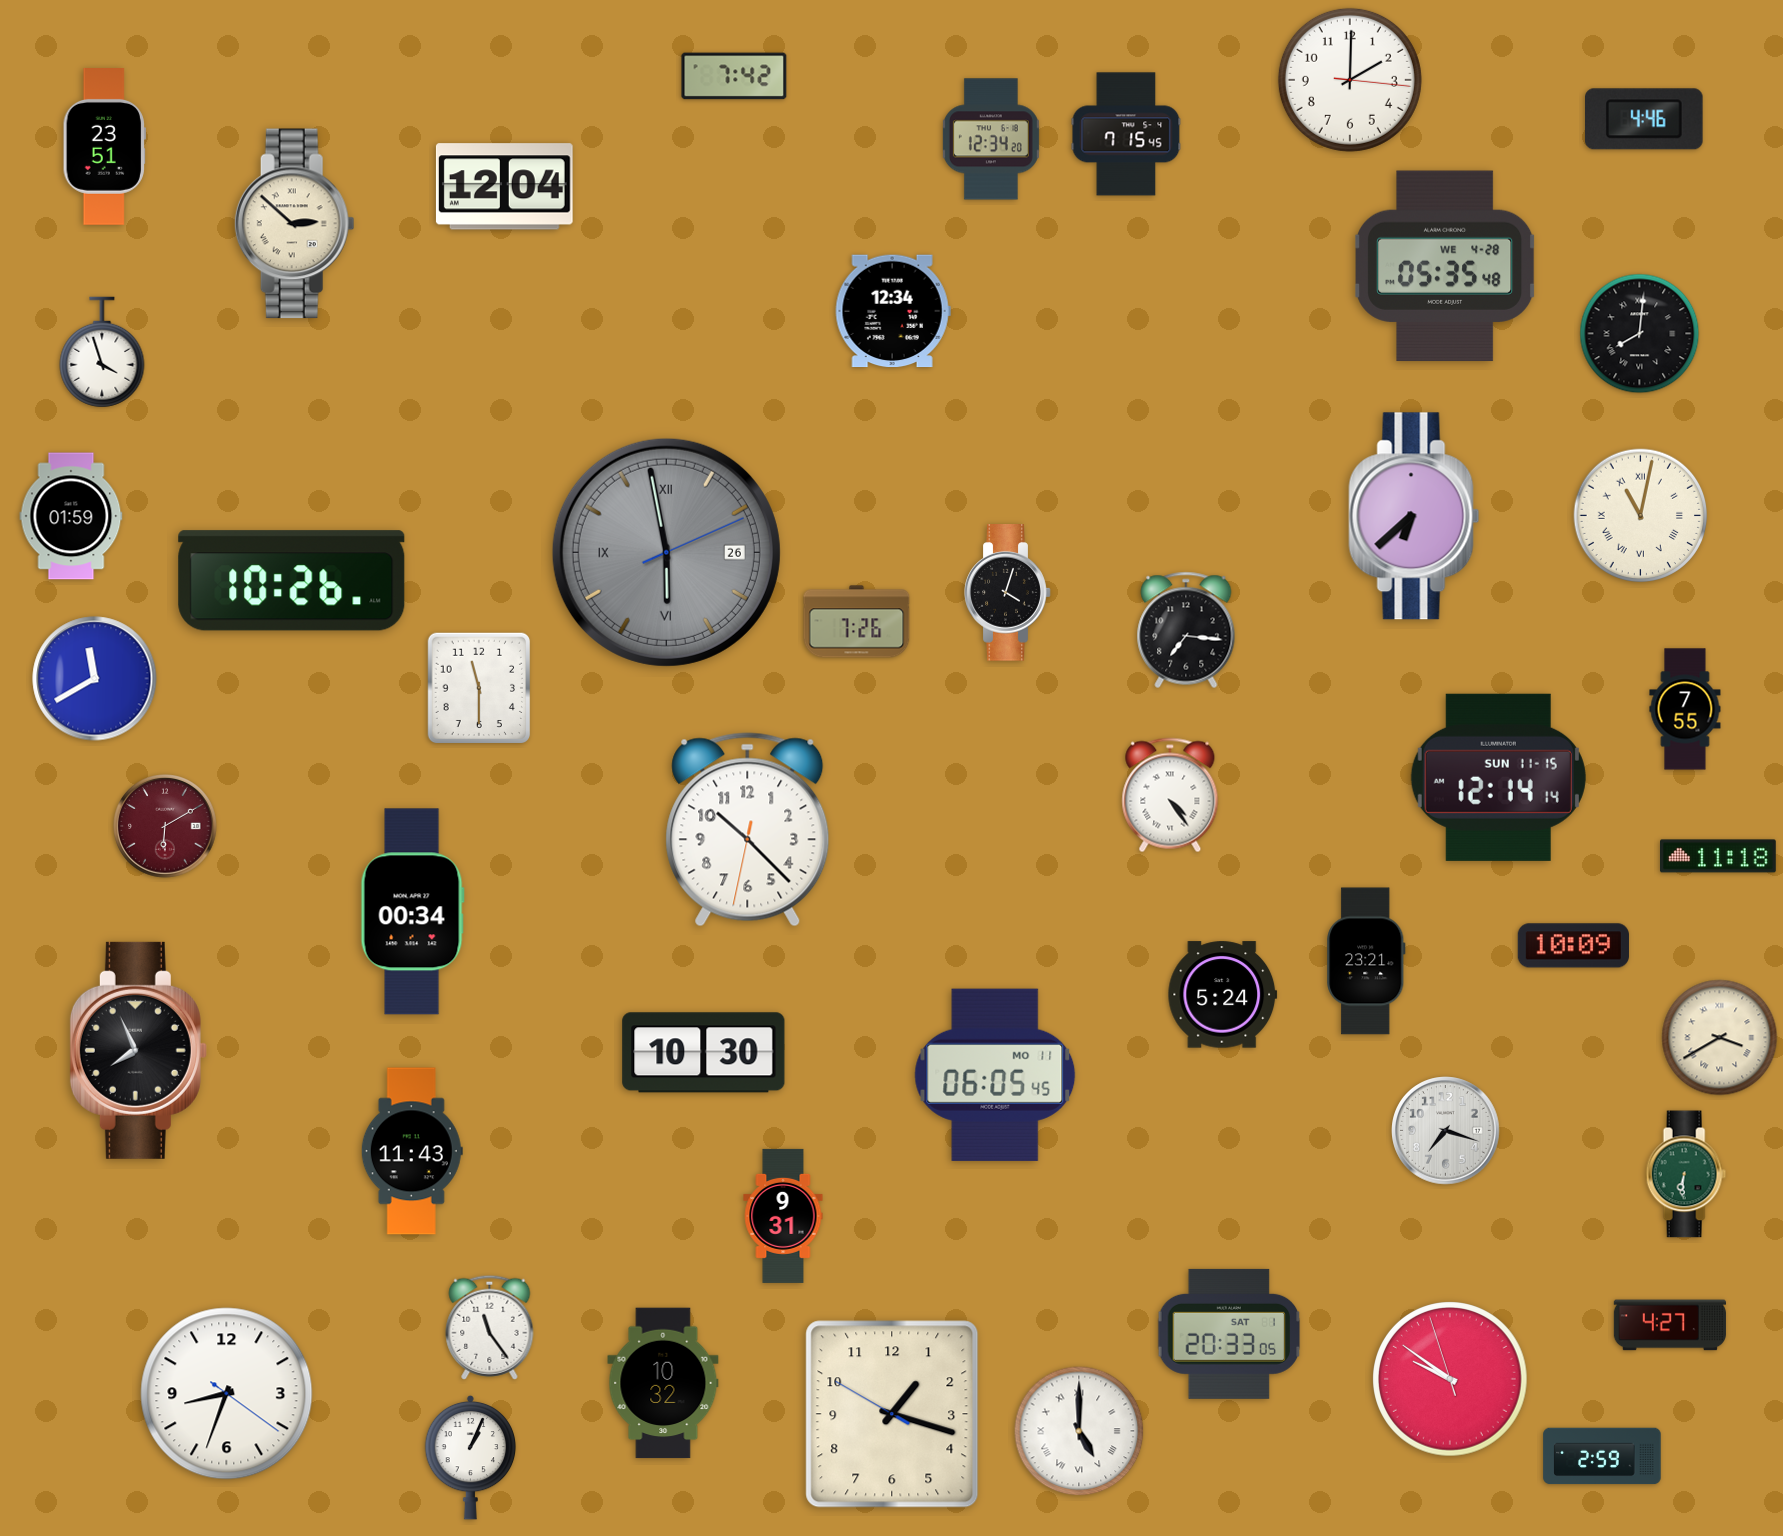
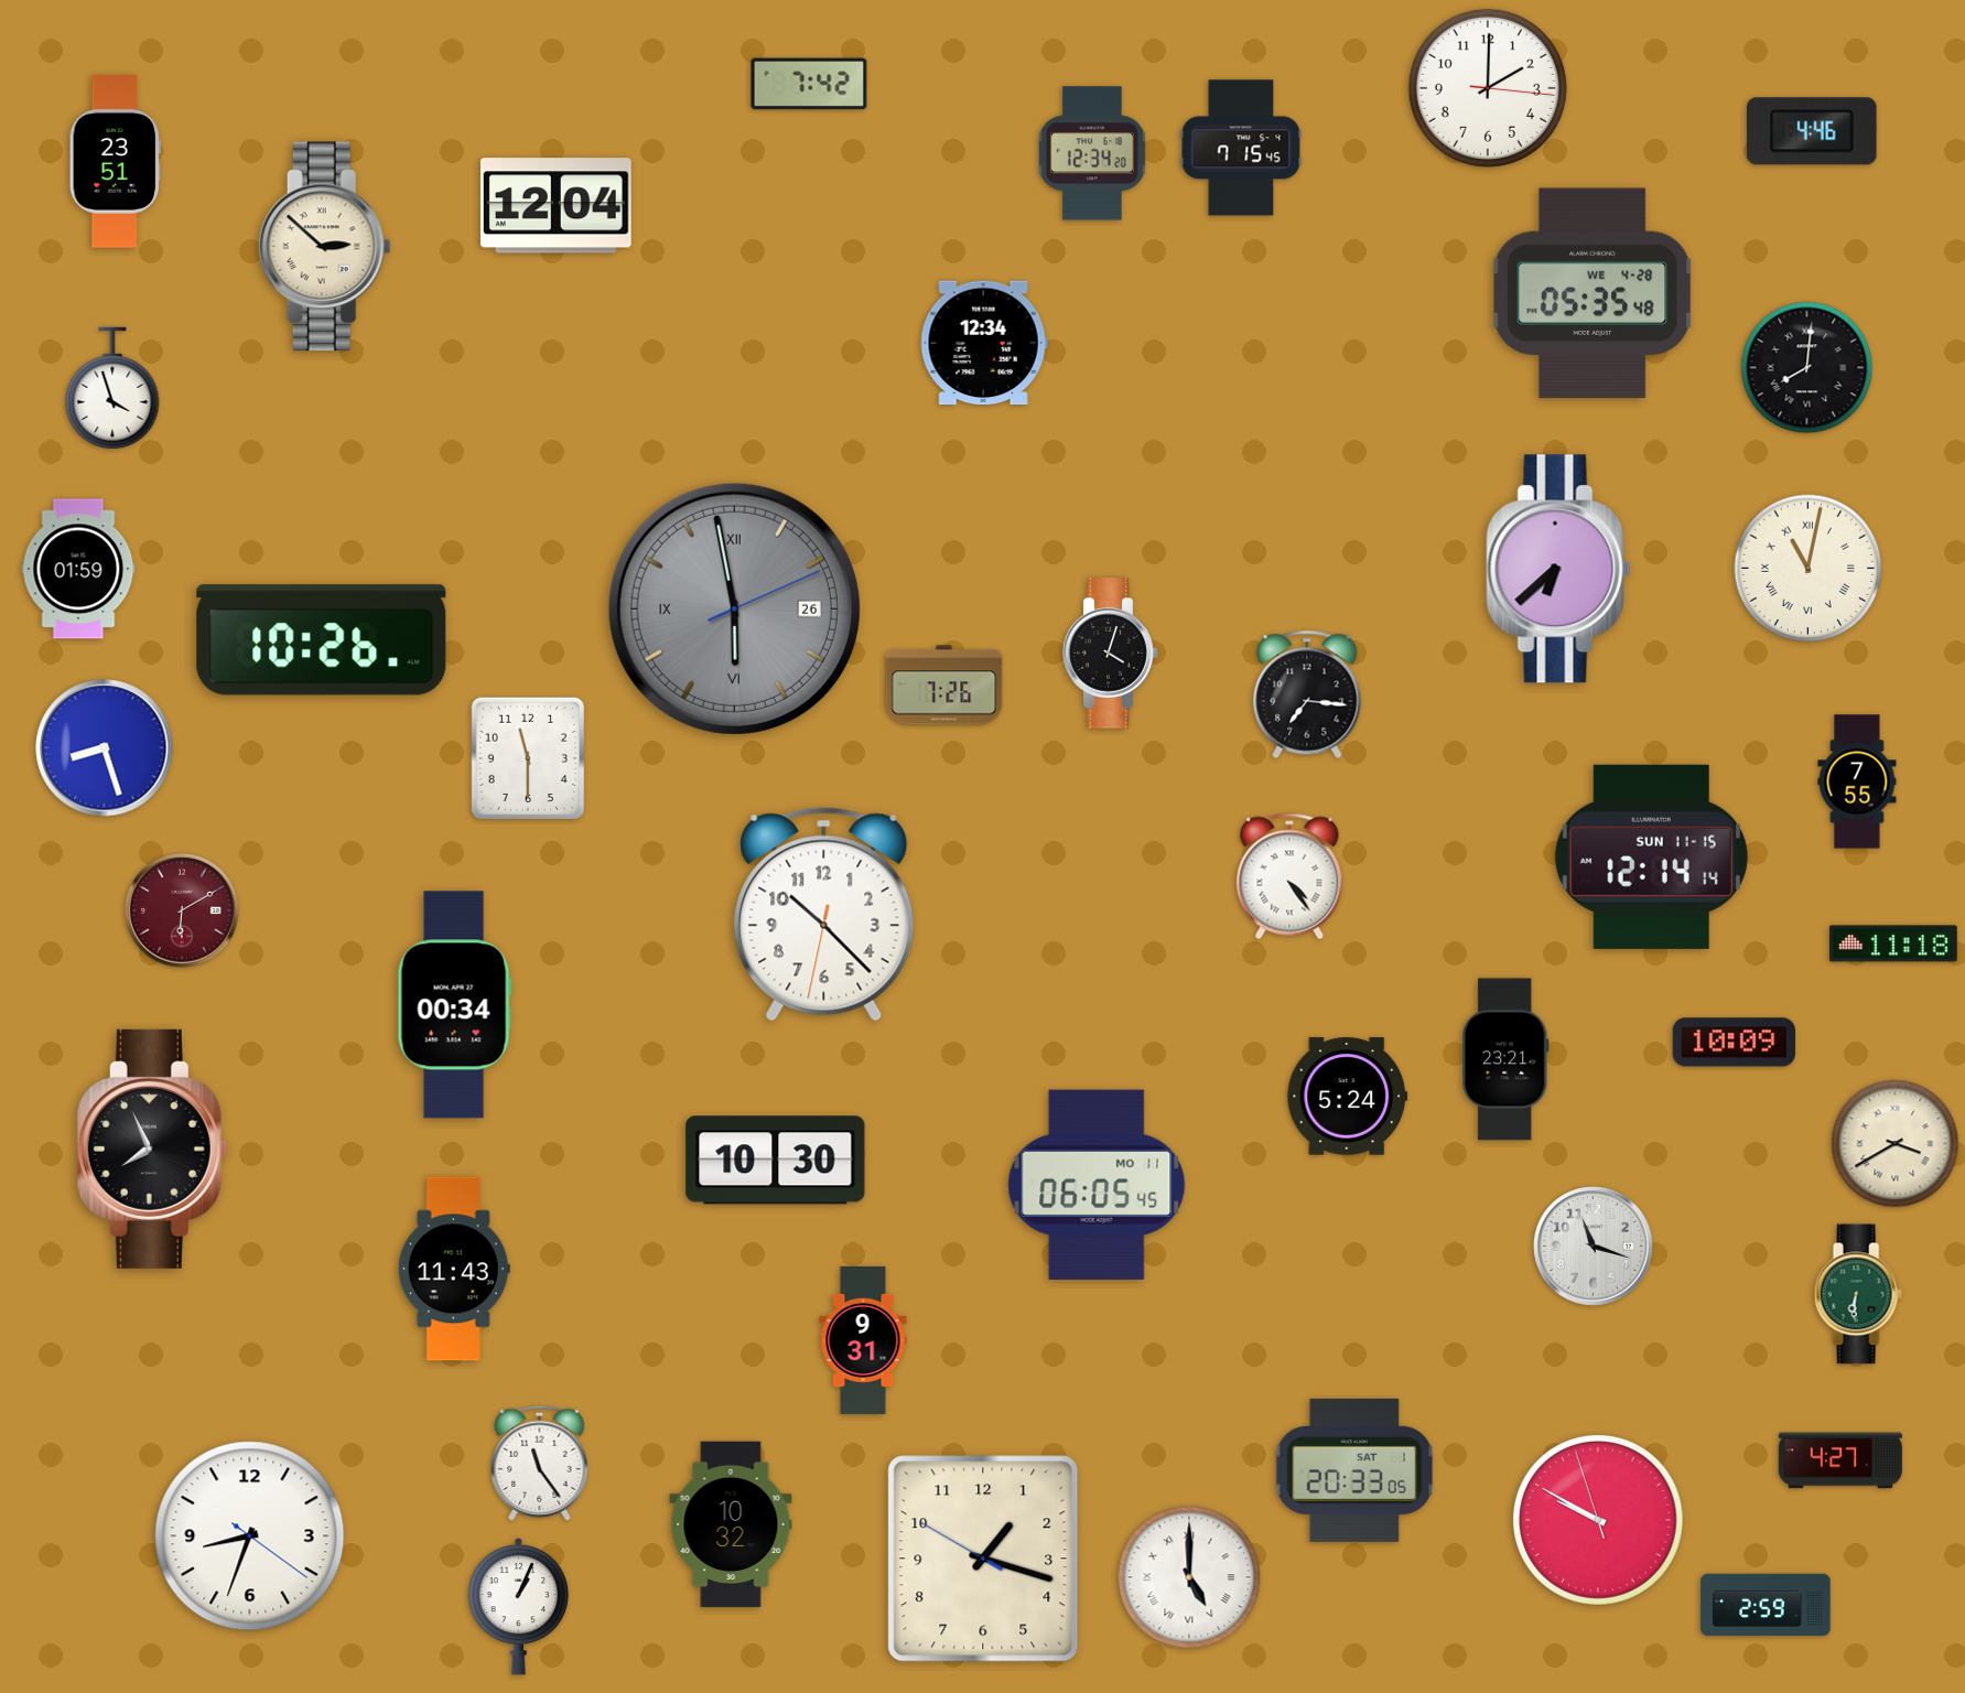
clock at (95, 679): 11:40 -> 8:27
clock at (138, 1050) position: (138, 1050) -> (152, 1149)
clock at (1446, 1131): 7:18 -> 11:18
clock at (1450, 1379): 9:50 -> 9:49
